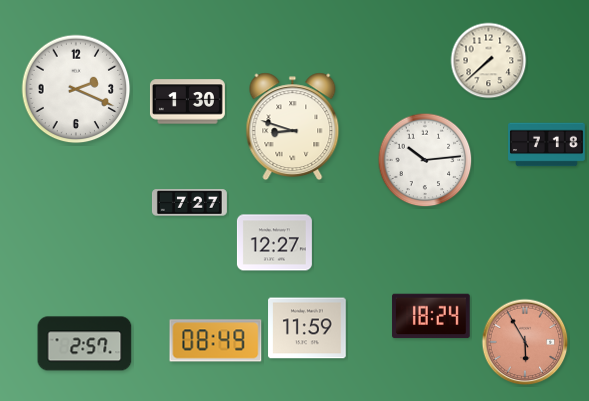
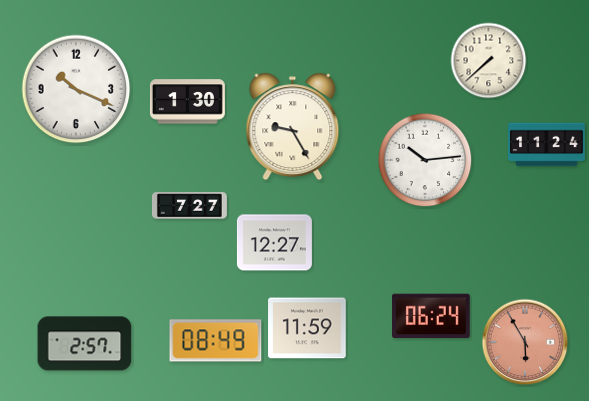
clock at (76, 89): 2:19 -> 10:19
clock at (293, 127): 8:48 -> 9:25
clock at (547, 145): 7:18 -> 11:24
clock at (189, 203) position: (189, 203) -> (189, 206)
clock at (431, 316): 18:24 -> 06:24
